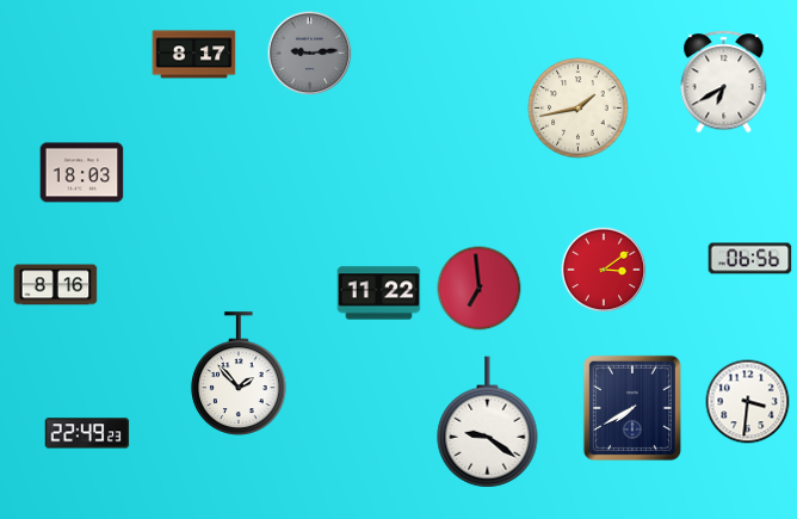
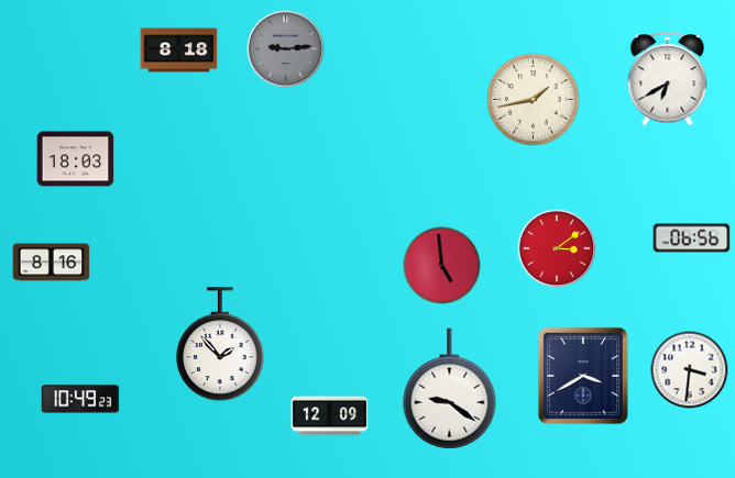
clock at (194, 55): 8:17 -> 8:18
clock at (724, 82) position: (724, 82) -> (668, 79)
clock at (480, 289): 6:59 -> 4:59
clock at (379, 294): 11:22 -> none
clock at (632, 408): 7:40 -> 3:40
clock at (87, 433): 22:49 -> 10:49
clock at (330, 416): none -> 12:09
